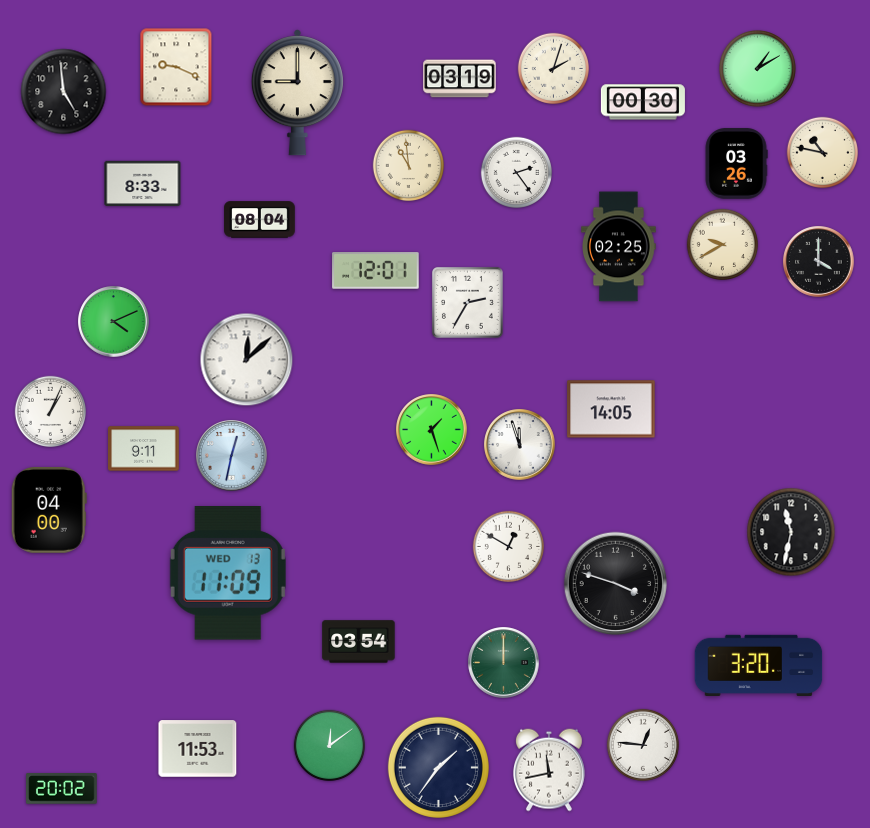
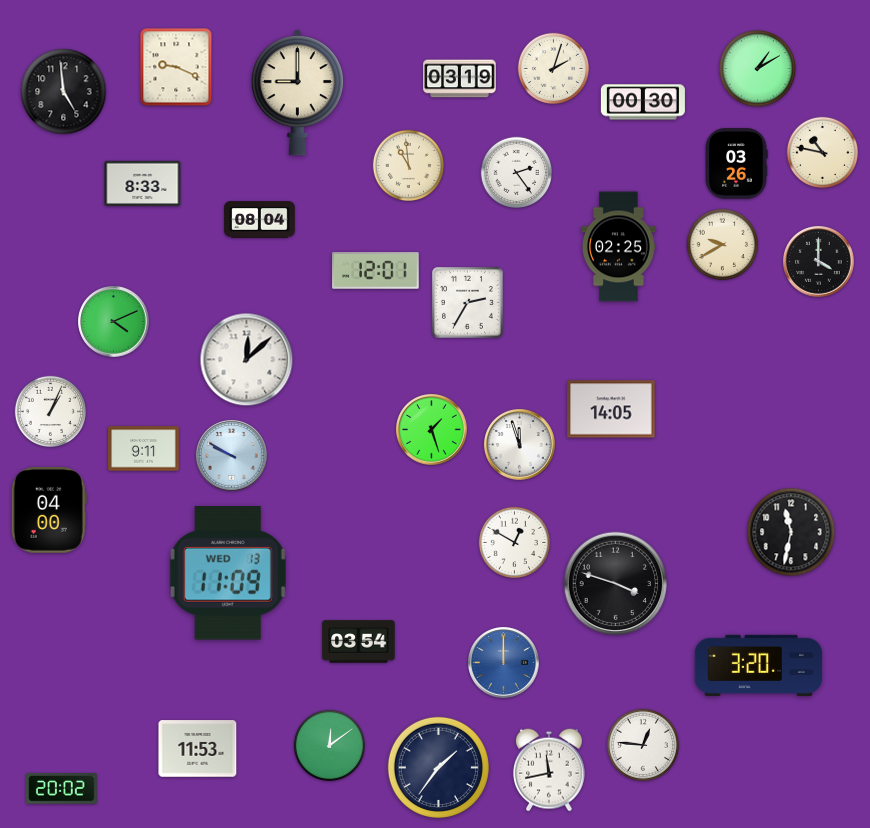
clock at (232, 456): 12:32 -> 9:50
clock at (508, 546) position: (508, 546) -> (514, 542)
clock at (504, 663) dial: green -> blue
